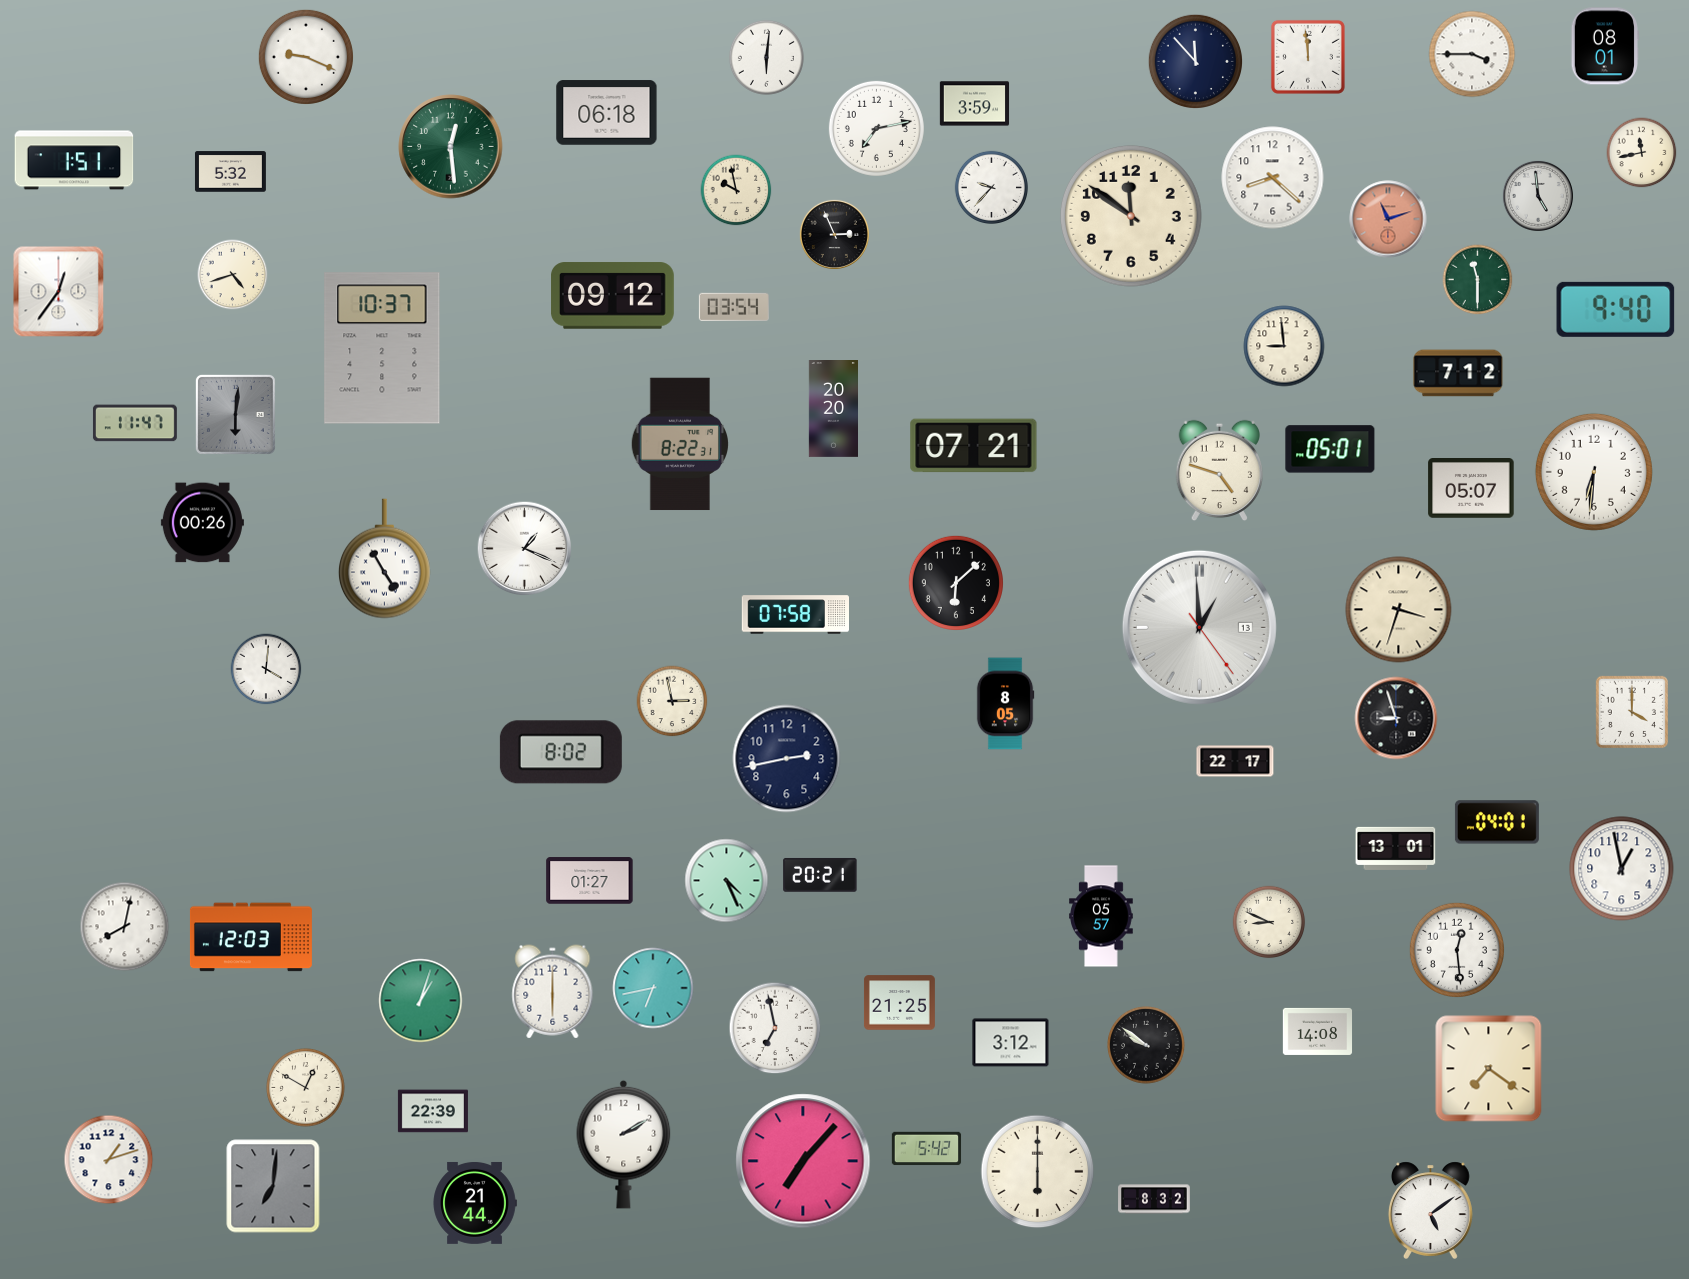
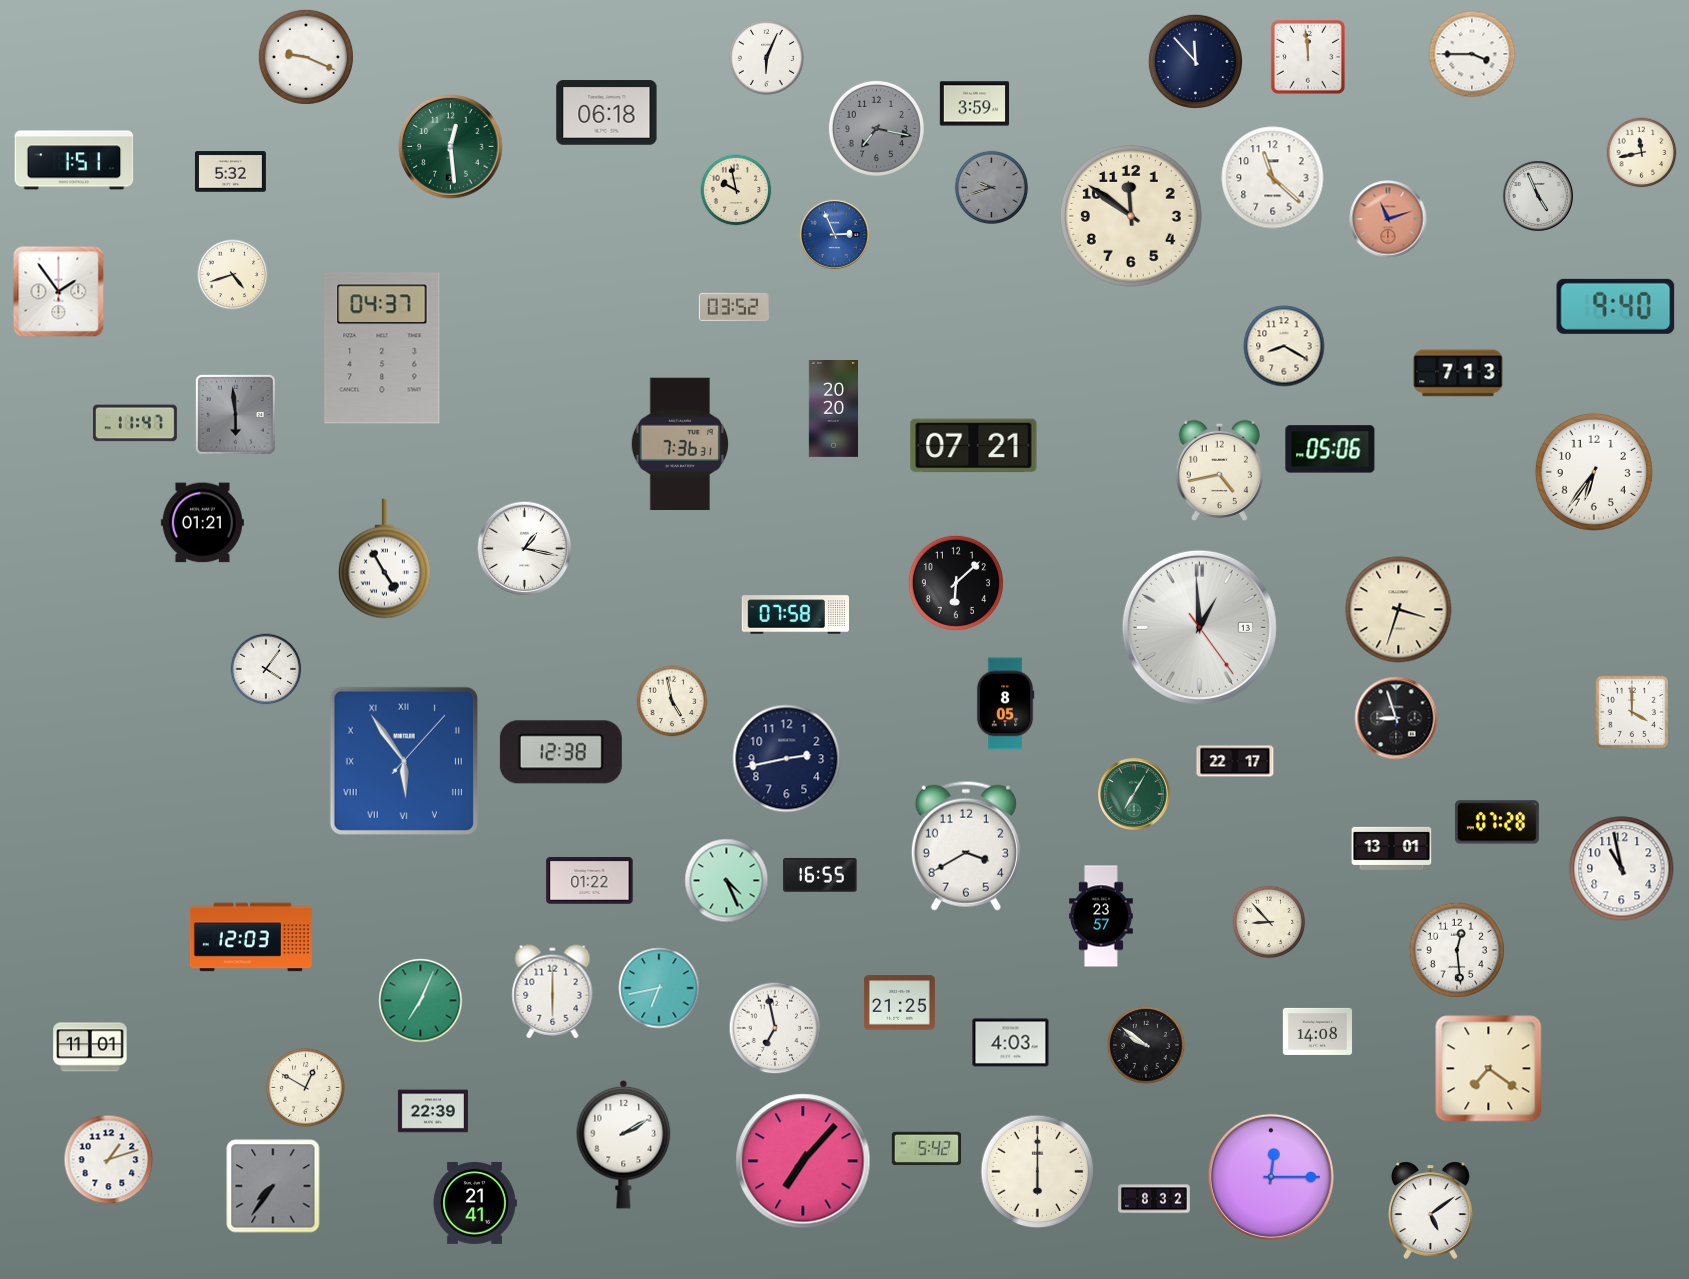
clock at (1605, 46): 08:01 -> none
clock at (766, 57): 6:01 -> 6:04
clock at (876, 128): 7:13 -> 7:17
clock at (876, 128) dial: white -> grey
clock at (1273, 178): 8:22 -> 11:22
clock at (991, 187): 9:37 -> 9:42
clock at (991, 187) dial: white -> grey
clock at (1538, 196): 4:59 -> 4:56
clock at (834, 234) dial: black -> blue
clock at (1478, 280): 11:30 -> none
clock at (59, 292): 12:36 -> 1:54
clock at (613, 296): 09:12 -> none
clock at (734, 307): 03:54 -> 03:52
clock at (1616, 309) position: (1616, 309) -> (1616, 306)
clock at (1284, 346): 8:59 -> 8:20
clock at (382, 348): 10:37 -> 04:37
clock at (1458, 373): 7:12 -> 7:13
clock at (235, 414): 6:01 -> 5:59
clock at (679, 444): 8:22 -> 7:36
clock at (1330, 449): 05:01 -> 05:06
clock at (1219, 471): 4:48 -> 4:43
clock at (1594, 472): 6:31 -> 6:36
clock at (1471, 489): 05:07 -> none
clock at (202, 523): 00:26 -> 01:21
clock at (525, 549): 1:19 -> 1:17
clock at (266, 669): 4:01 -> 4:06
clock at (672, 701): 2:58 -> 4:58
clock at (561, 752): 8:02 -> 12:38
clock at (404, 761): none -> 5:54
clock at (1135, 795): none -> 7:05
clock at (1497, 822): 04:01 -> 07:28
clock at (966, 846): none -> 3:40
clock at (1396, 848) position: (1396, 848) -> (1392, 848)
clock at (1622, 869): 12:58 -> 10:58
clock at (820, 875): 20:21 -> 16:55
clock at (590, 881): 01:27 -> 01:22
clock at (1101, 916): 05:57 -> 23:57
clock at (1269, 922): 8:49 -> 8:53
clock at (125, 927): 8:02 -> none
clock at (653, 988) position: (653, 988) -> (659, 988)
clock at (421, 1001): 1:03 -> 7:04
clock at (1011, 1043): 3:12 -> 4:03
clock at (90, 1047): none -> 11:01
clock at (1271, 1177): none -> 12:15
clock at (273, 1186): 7:01 -> 7:36
clock at (475, 1203): 21:44 -> 21:41
